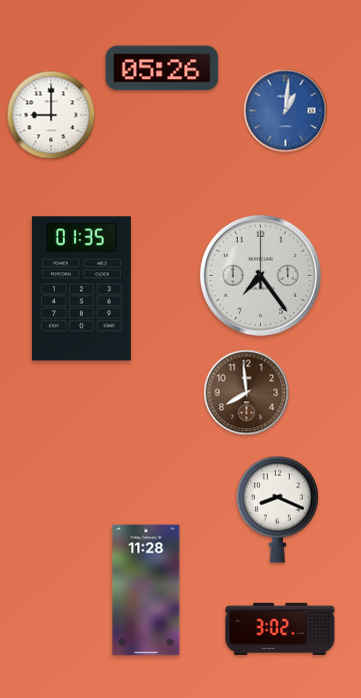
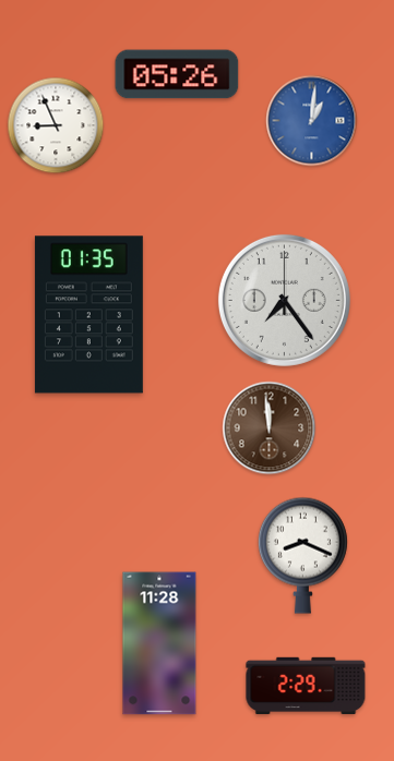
clock at (51, 115): 9:00 -> 8:56
clock at (247, 393): 7:59 -> 11:59
clock at (280, 628): 3:02 -> 2:29
